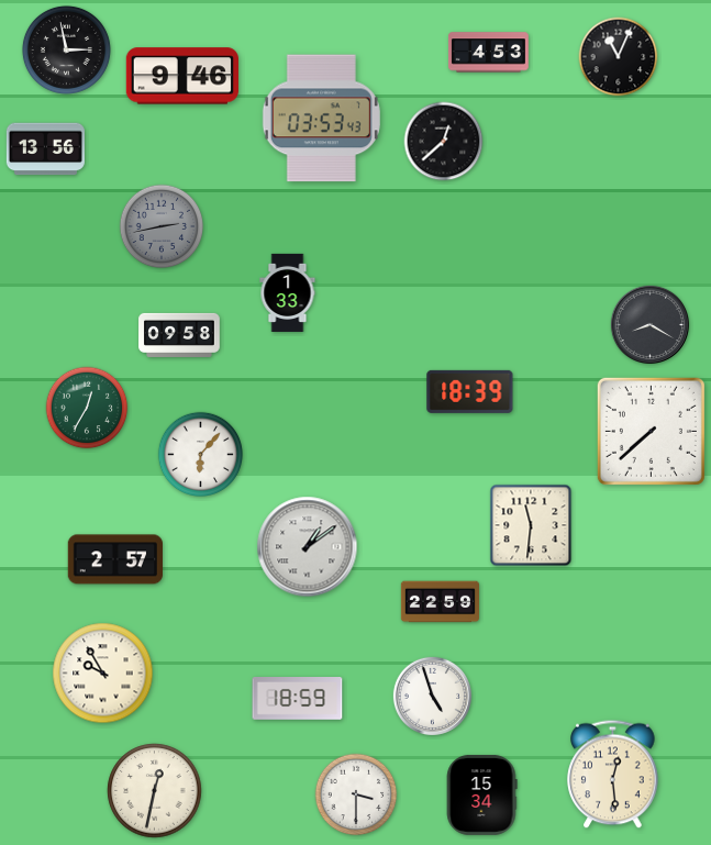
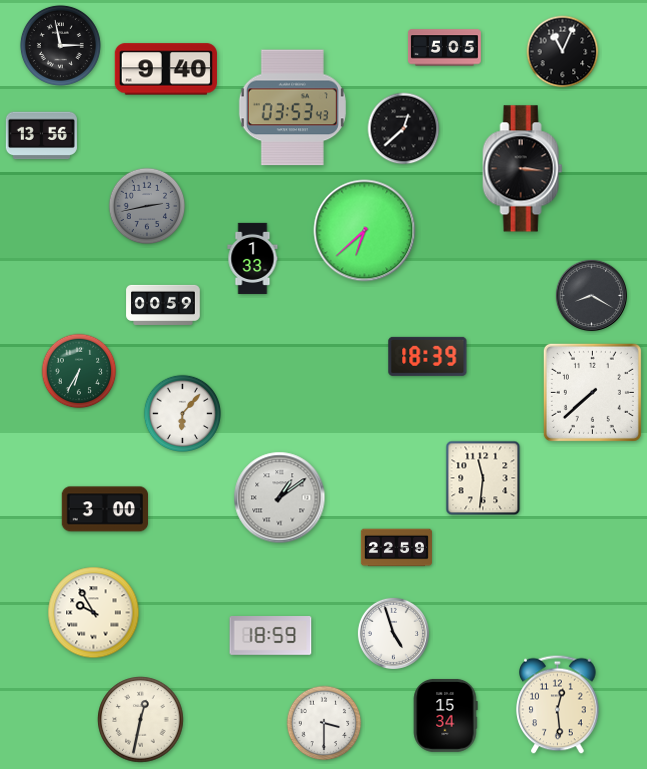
clock at (489, 53): 4:53 -> 5:05
clock at (182, 76): 9:46 -> 9:40
clock at (523, 169): none -> 3:16
clock at (365, 231): none -> 6:38
clock at (288, 292) position: (288, 292) -> (253, 258)
clock at (179, 335): 09:58 -> 00:59
clock at (87, 408): 12:35 -> 6:35
clock at (114, 559): 2:57 -> 3:00
clock at (440, 602) position: (440, 602) -> (396, 548)
clock at (481, 794) position: (481, 794) -> (445, 715)
